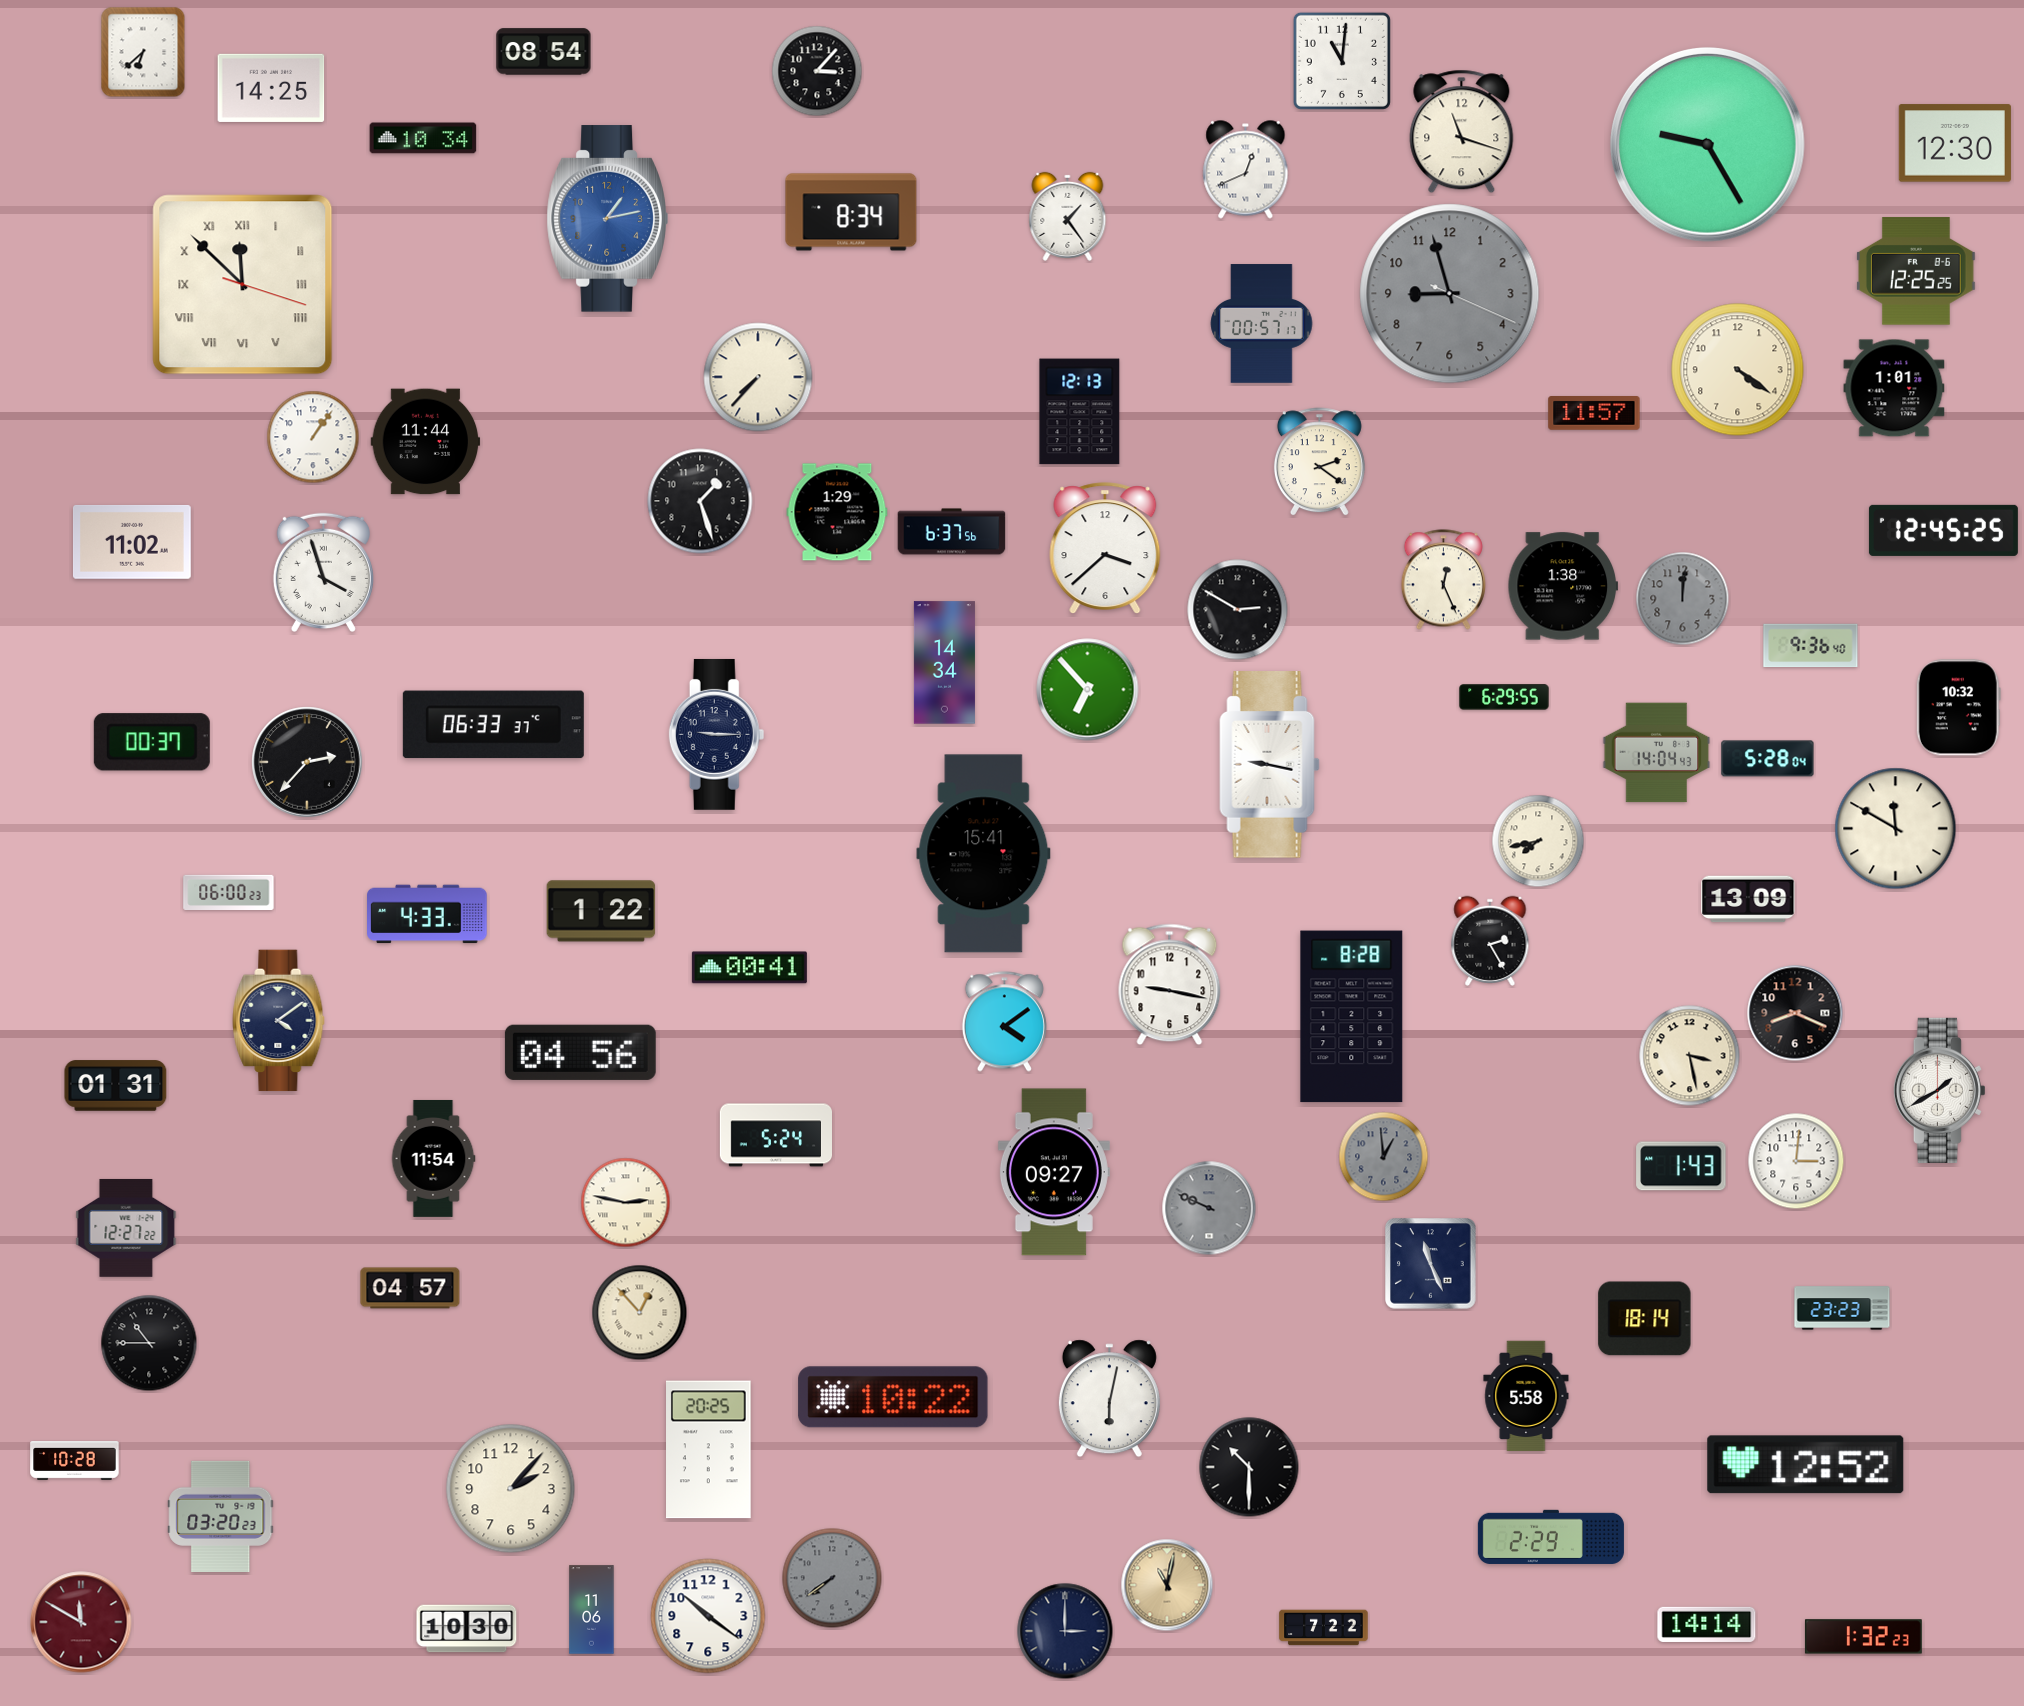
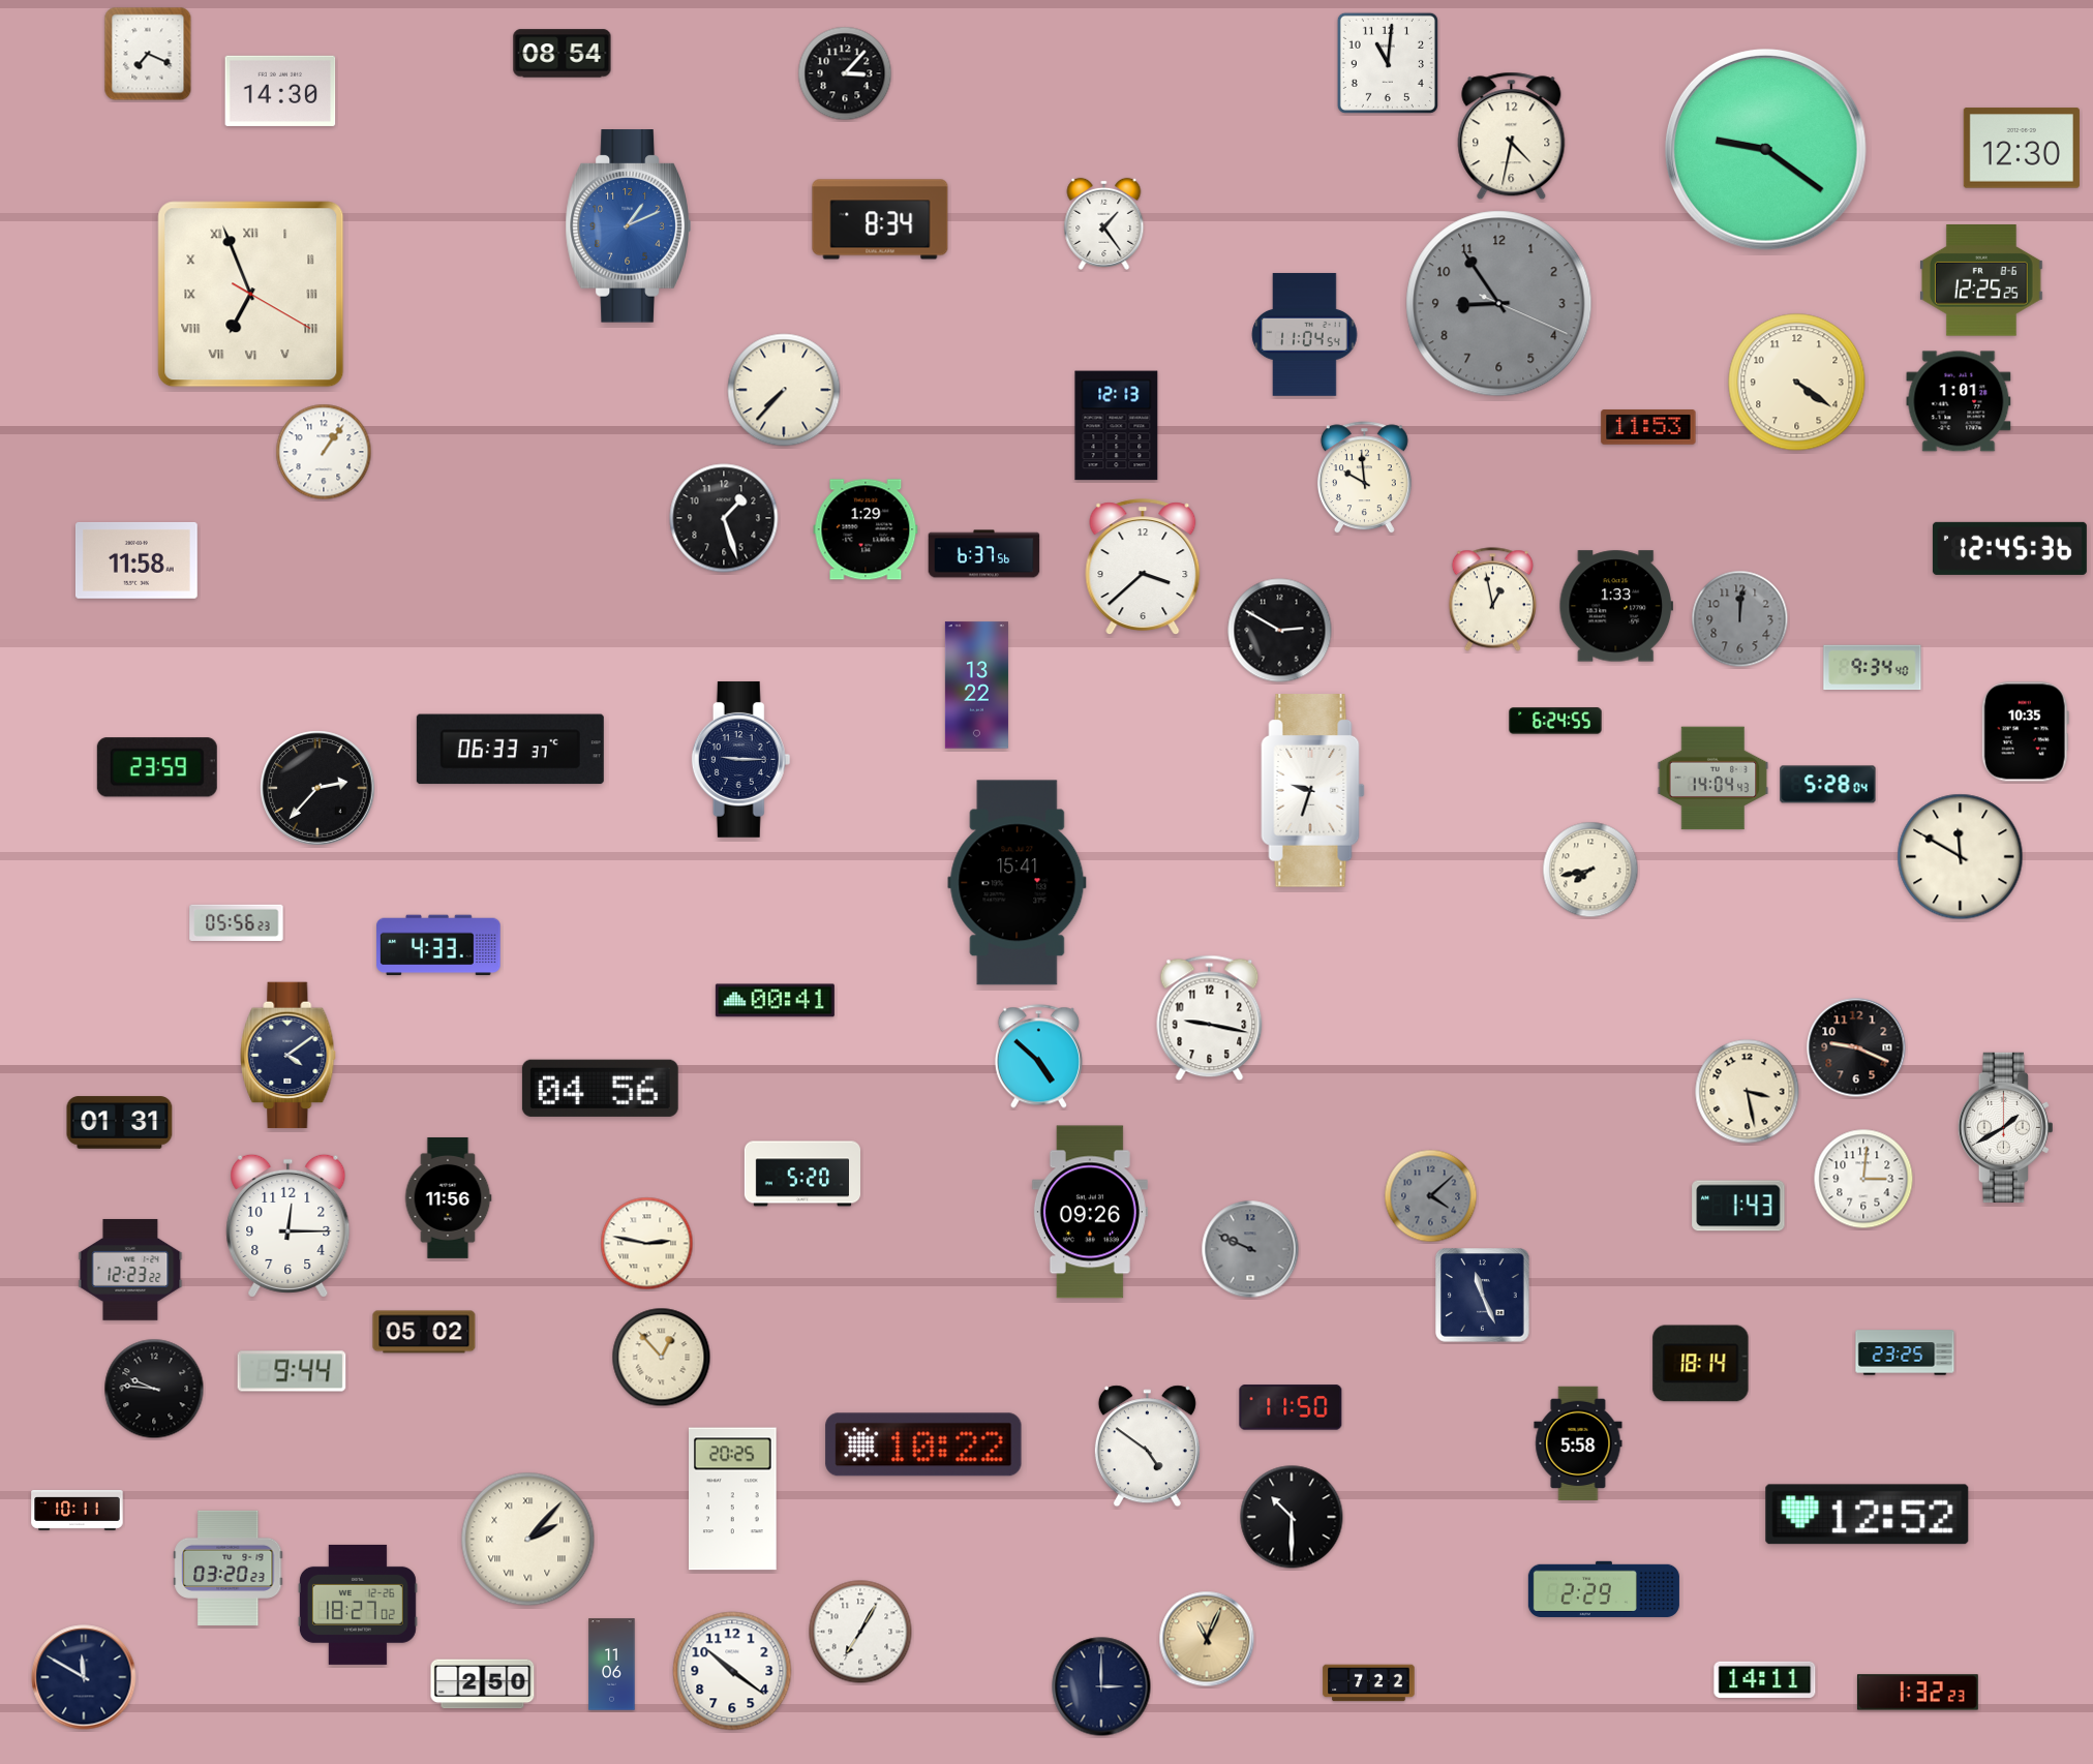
clock at (143, 52): 6:38 -> 7:19
clock at (271, 88): 14:25 -> 14:30
clock at (1462, 132): 11:18 -> 4:32
clock at (423, 138): 10:34 -> none
clock at (1708, 145): 9:25 -> 9:21
clock at (1246, 170): 12:41 -> none
clock at (607, 219): 1:13 -> 1:11
clock at (243, 285): 11:52 -> 6:56
clock at (1450, 294): 8:57 -> 8:54
clock at (1262, 324): 00:57 -> 11:04
clock at (1594, 413): 11:57 -> 11:53
clock at (426, 442): 11:44 -> none
clock at (1319, 462): 2:21 -> 9:59
clock at (1943, 530): 12:45:25 -> 12:45:36
clock at (952, 532) position: (952, 532) -> (984, 554)
clock at (132, 542): 11:02 -> 11:58
clock at (323, 572): 3:57 -> none
clock at (1443, 580): 12:26 -> 12:58
clock at (1562, 586): 1:38 -> 1:33
clock at (1811, 646): 9:36 -> 9:34
clock at (944, 663): 14:34 -> 13:22
clock at (1088, 690): 6:53 -> none
clock at (1504, 697): 6:29 -> 6:24
clock at (1958, 708): 10:32 -> 10:35
clock at (152, 742): 00:37 -> 23:59
clock at (1270, 765): 9:17 -> 9:33
clock at (229, 892): 06:00 -> 05:56
clock at (1748, 899): 13:09 -> none
clock at (601, 911): 1:22 -> none
clock at (427, 914) position: (427, 914) -> (438, 945)
clock at (1490, 941): 2:25 -> none
clock at (1795, 1013): 8:19 -> 9:19
clock at (1352, 1017): 8:28 -> none
clock at (1004, 1022): 4:09 -> 4:52
clock at (775, 1135): 5:24 -> 5:20
clock at (1384, 1157): 12:59 -> 4:08
clock at (433, 1158): 11:54 -> 11:56
clock at (1796, 1161) position: (1796, 1161) -> (1863, 1179)
clock at (1054, 1172): 09:27 -> 09:26
clock at (289, 1225): none -> 12:15
clock at (126, 1228): 12:27 -> 12:23
clock at (1431, 1264) position: (1431, 1264) -> (1483, 1296)
clock at (410, 1288): 04:57 -> 05:02
clock at (1842, 1308): 23:23 -> 23:25
clock at (292, 1371): none -> 9:44
clock at (149, 1343): 10:45 -> 9:46
clock at (1291, 1407): none -> 11:50
clock at (1109, 1399): 6:02 -> 4:51
clock at (75, 1461): 10:28 -> 10:11
clock at (511, 1489) numerals: Arabic -> Roman
clock at (358, 1605): none -> 18:27
clock at (832, 1578): 7:39 -> 7:05
clock at (832, 1578) dial: grey -> white
clock at (1167, 1585): 11:02 -> 11:04
clock at (81, 1622) dial: burgundy -> navy
clock at (1707, 1624): 14:14 -> 14:11
clock at (467, 1629): 10:30 -> 2:50
clock at (1863, 1637) position: (1863, 1637) -> (1917, 1693)
